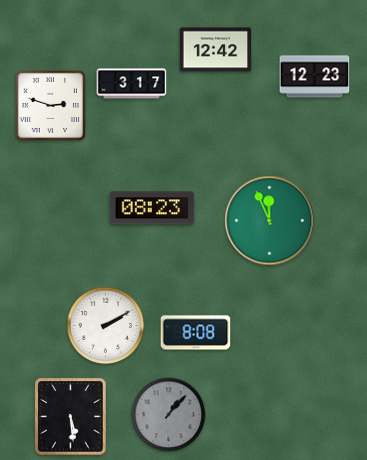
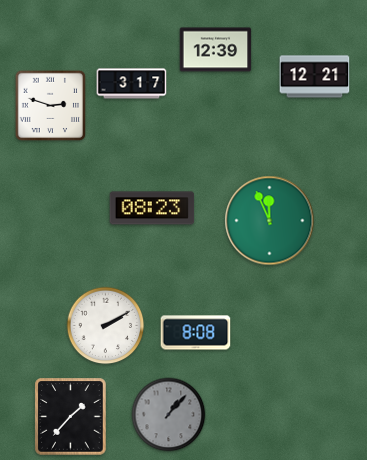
clock at (216, 50): 12:42 -> 12:39
clock at (315, 77): 12:23 -> 12:21
clock at (71, 417): 5:29 -> 1:37
